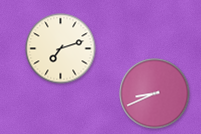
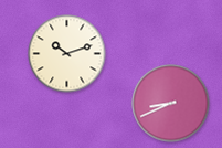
clock at (61, 49): 7:12 -> 10:12
